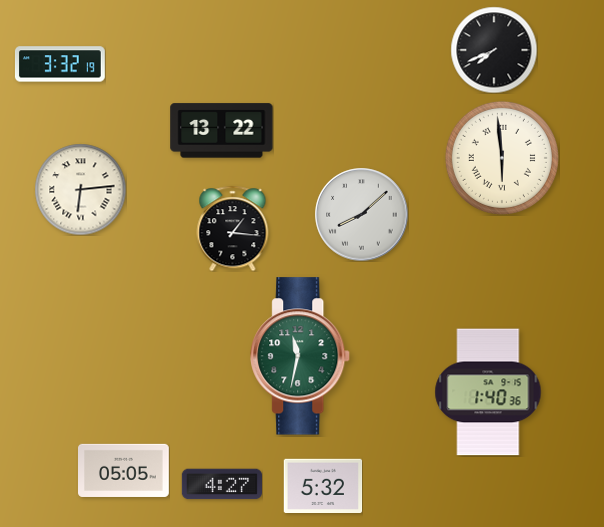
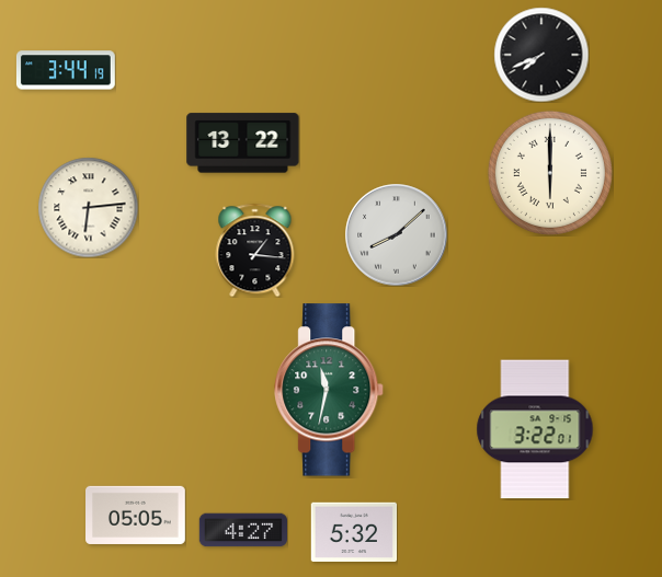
clock at (60, 64): 3:32 -> 3:44
clock at (502, 158): 5:59 -> 6:00
clock at (488, 392): 1:40 -> 3:22
